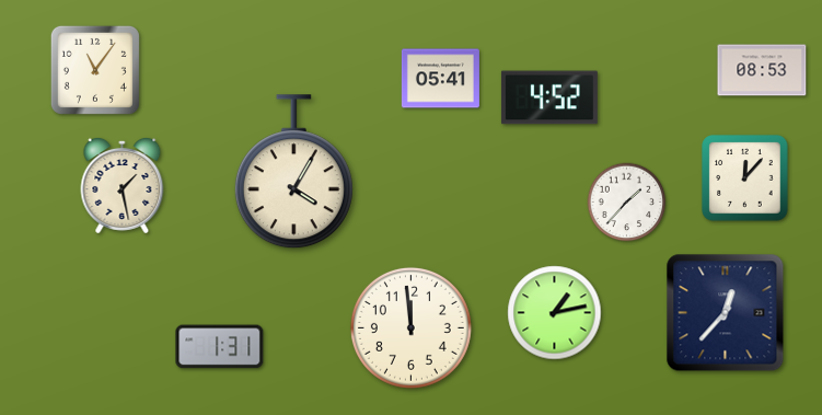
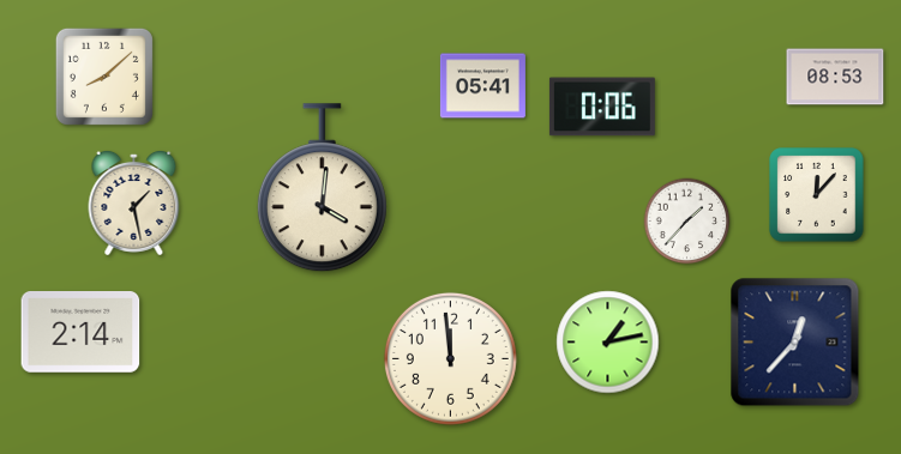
clock at (95, 70): 11:06 -> 8:08
clock at (549, 97): 4:52 -> 0:06
clock at (293, 172): 4:05 -> 4:01
clock at (80, 333): none -> 2:14
clock at (220, 347): 1:31 -> none
